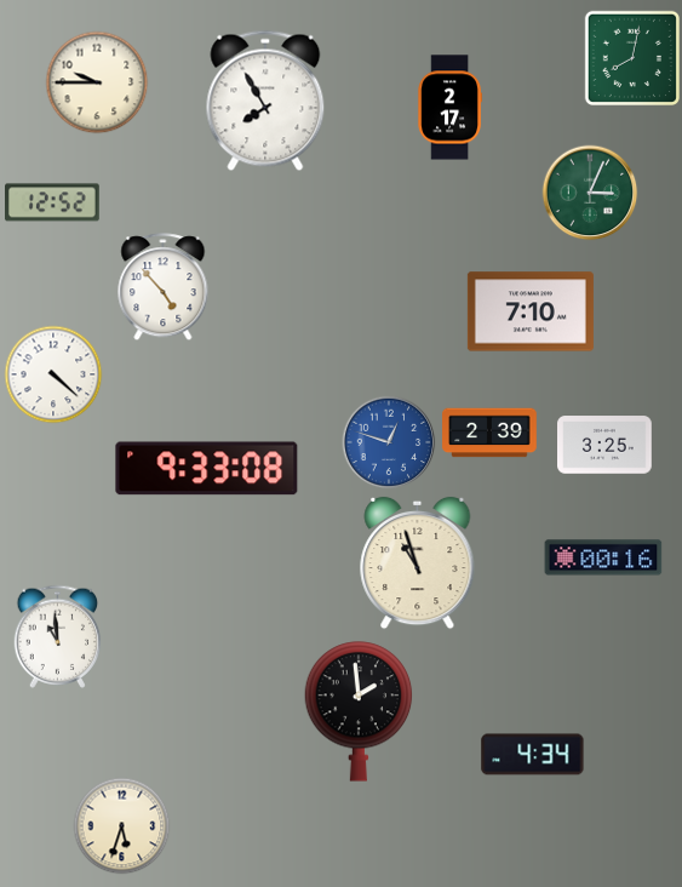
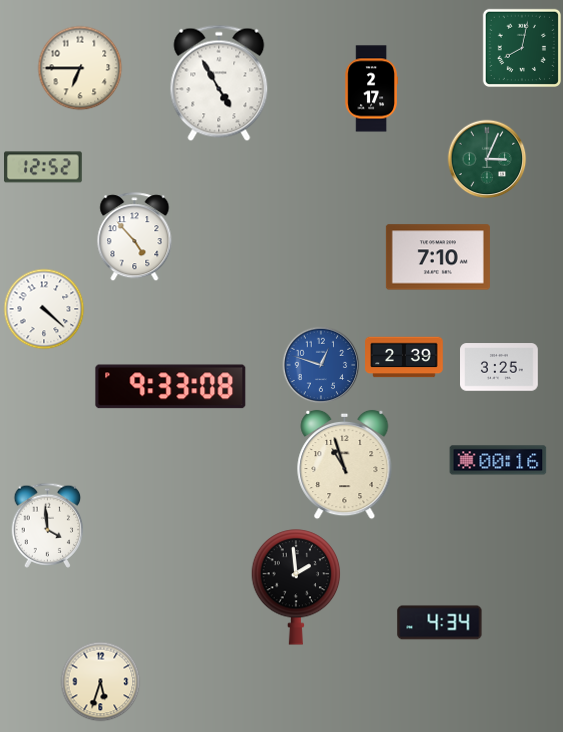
clock at (97, 82): 9:45 -> 6:45
clock at (265, 101): 7:55 -> 4:55
clock at (58, 636): 10:59 -> 3:59
